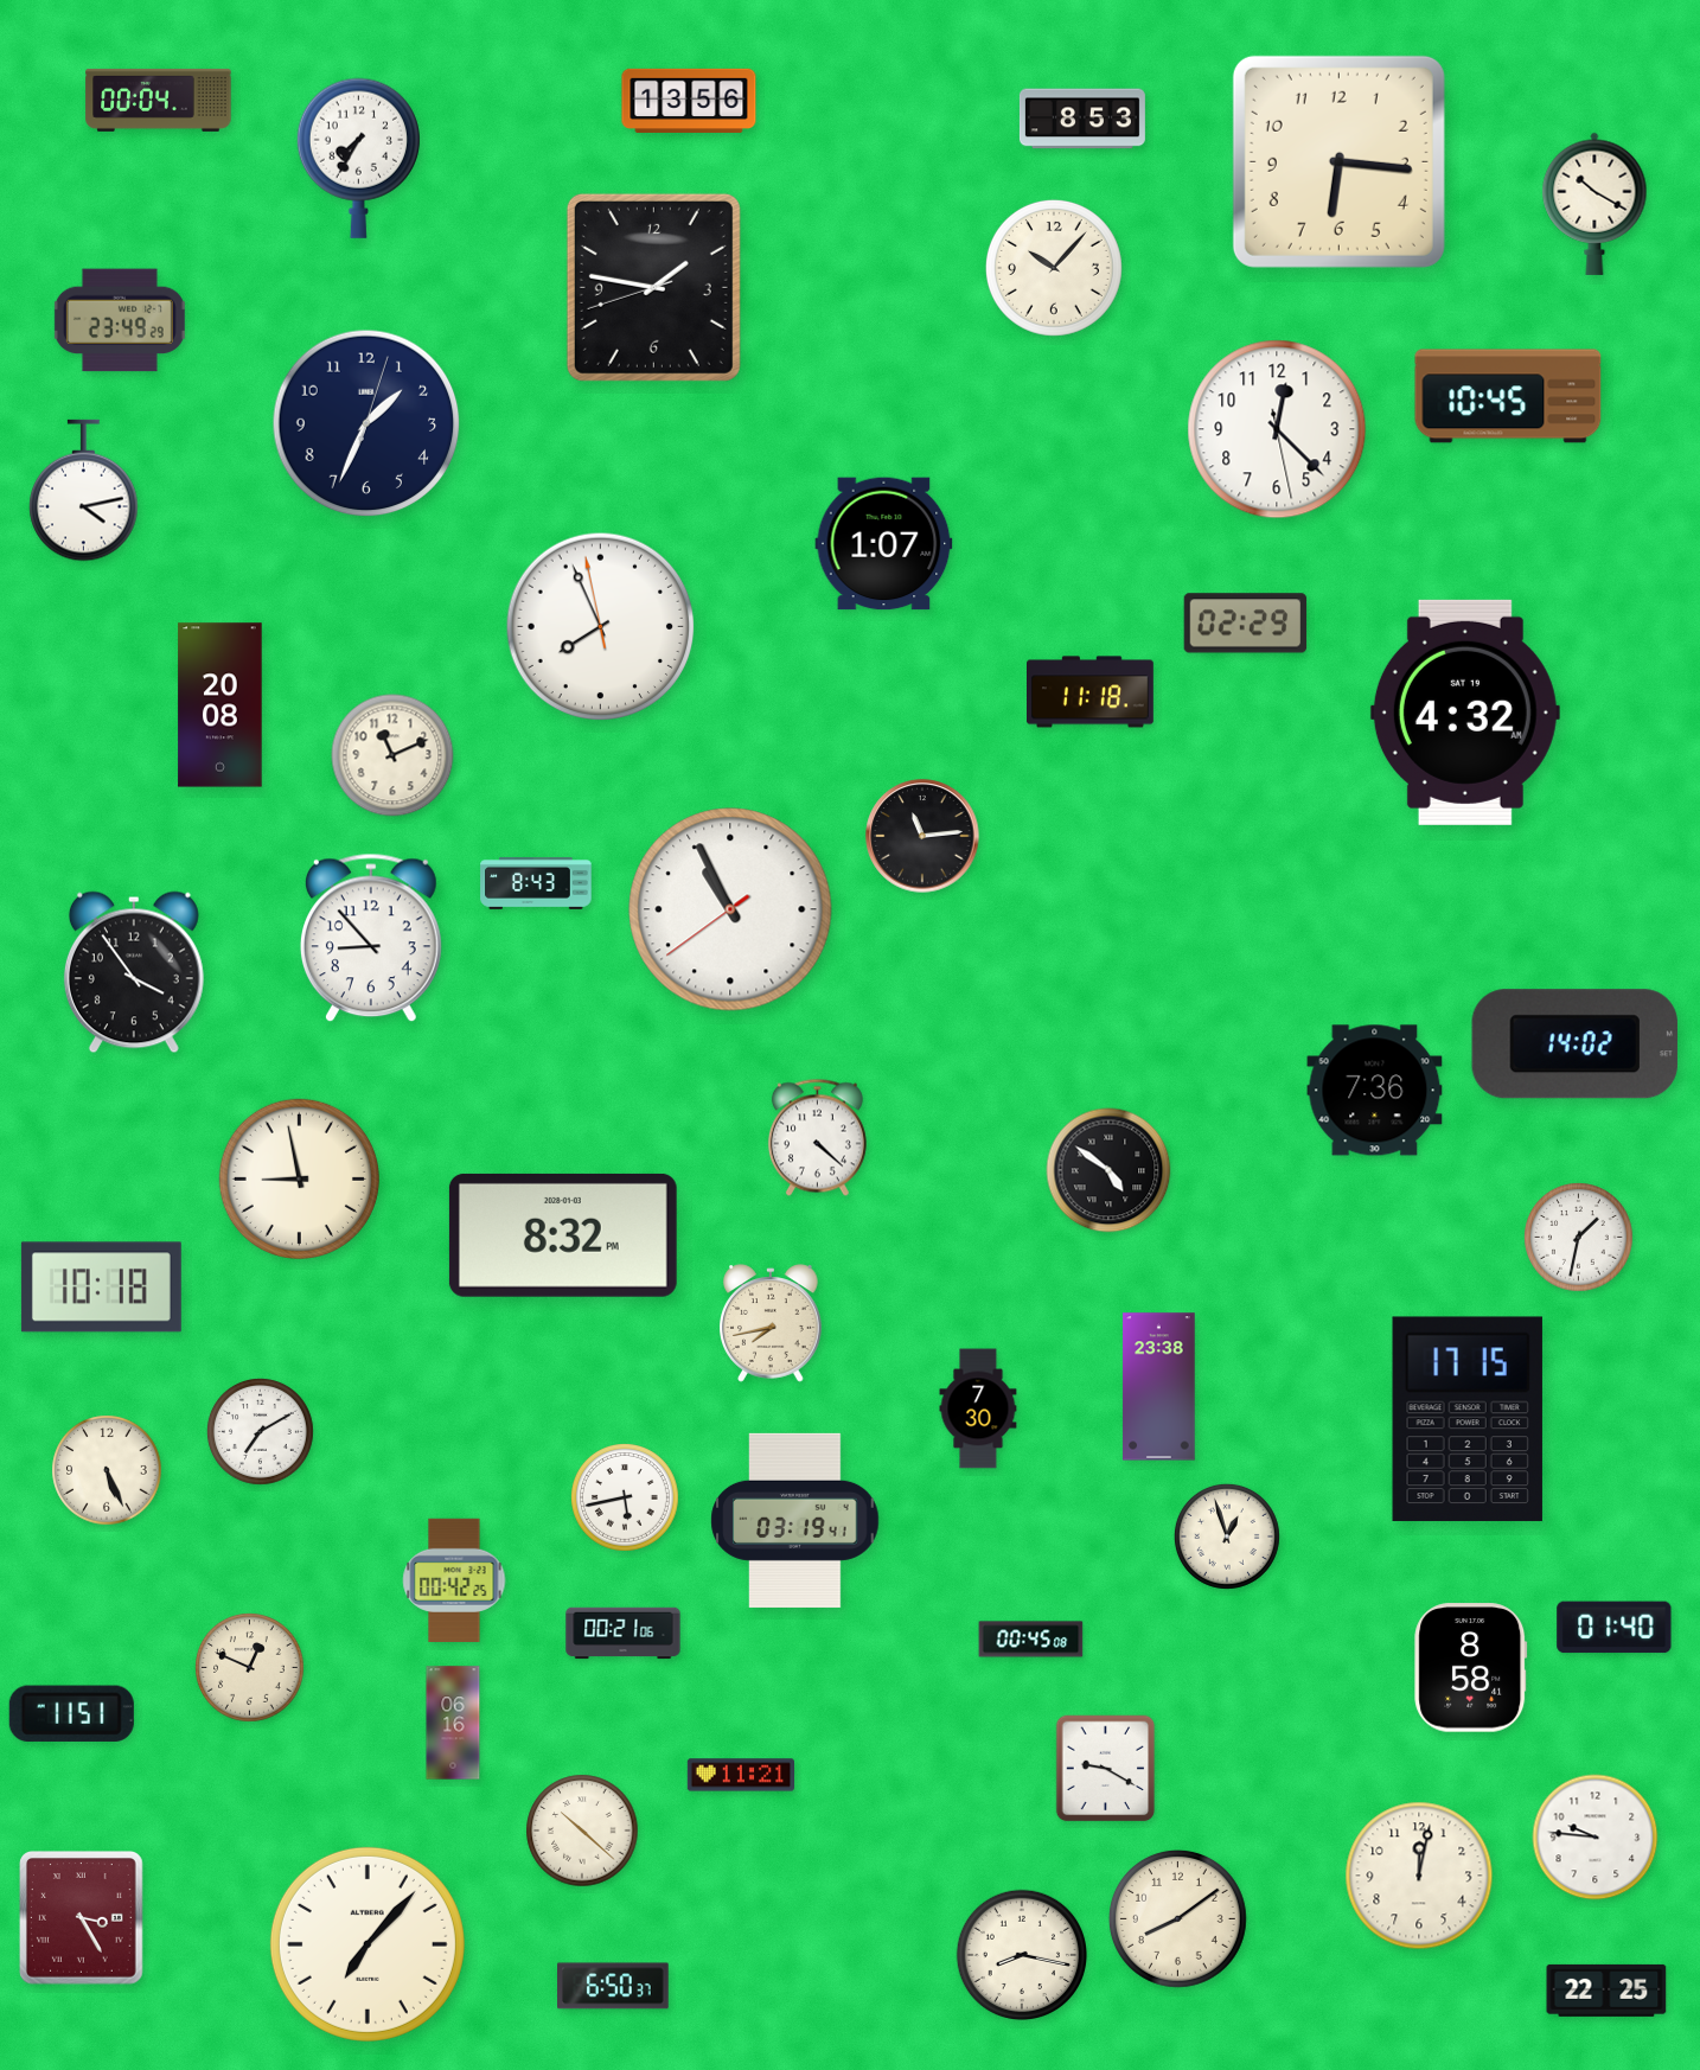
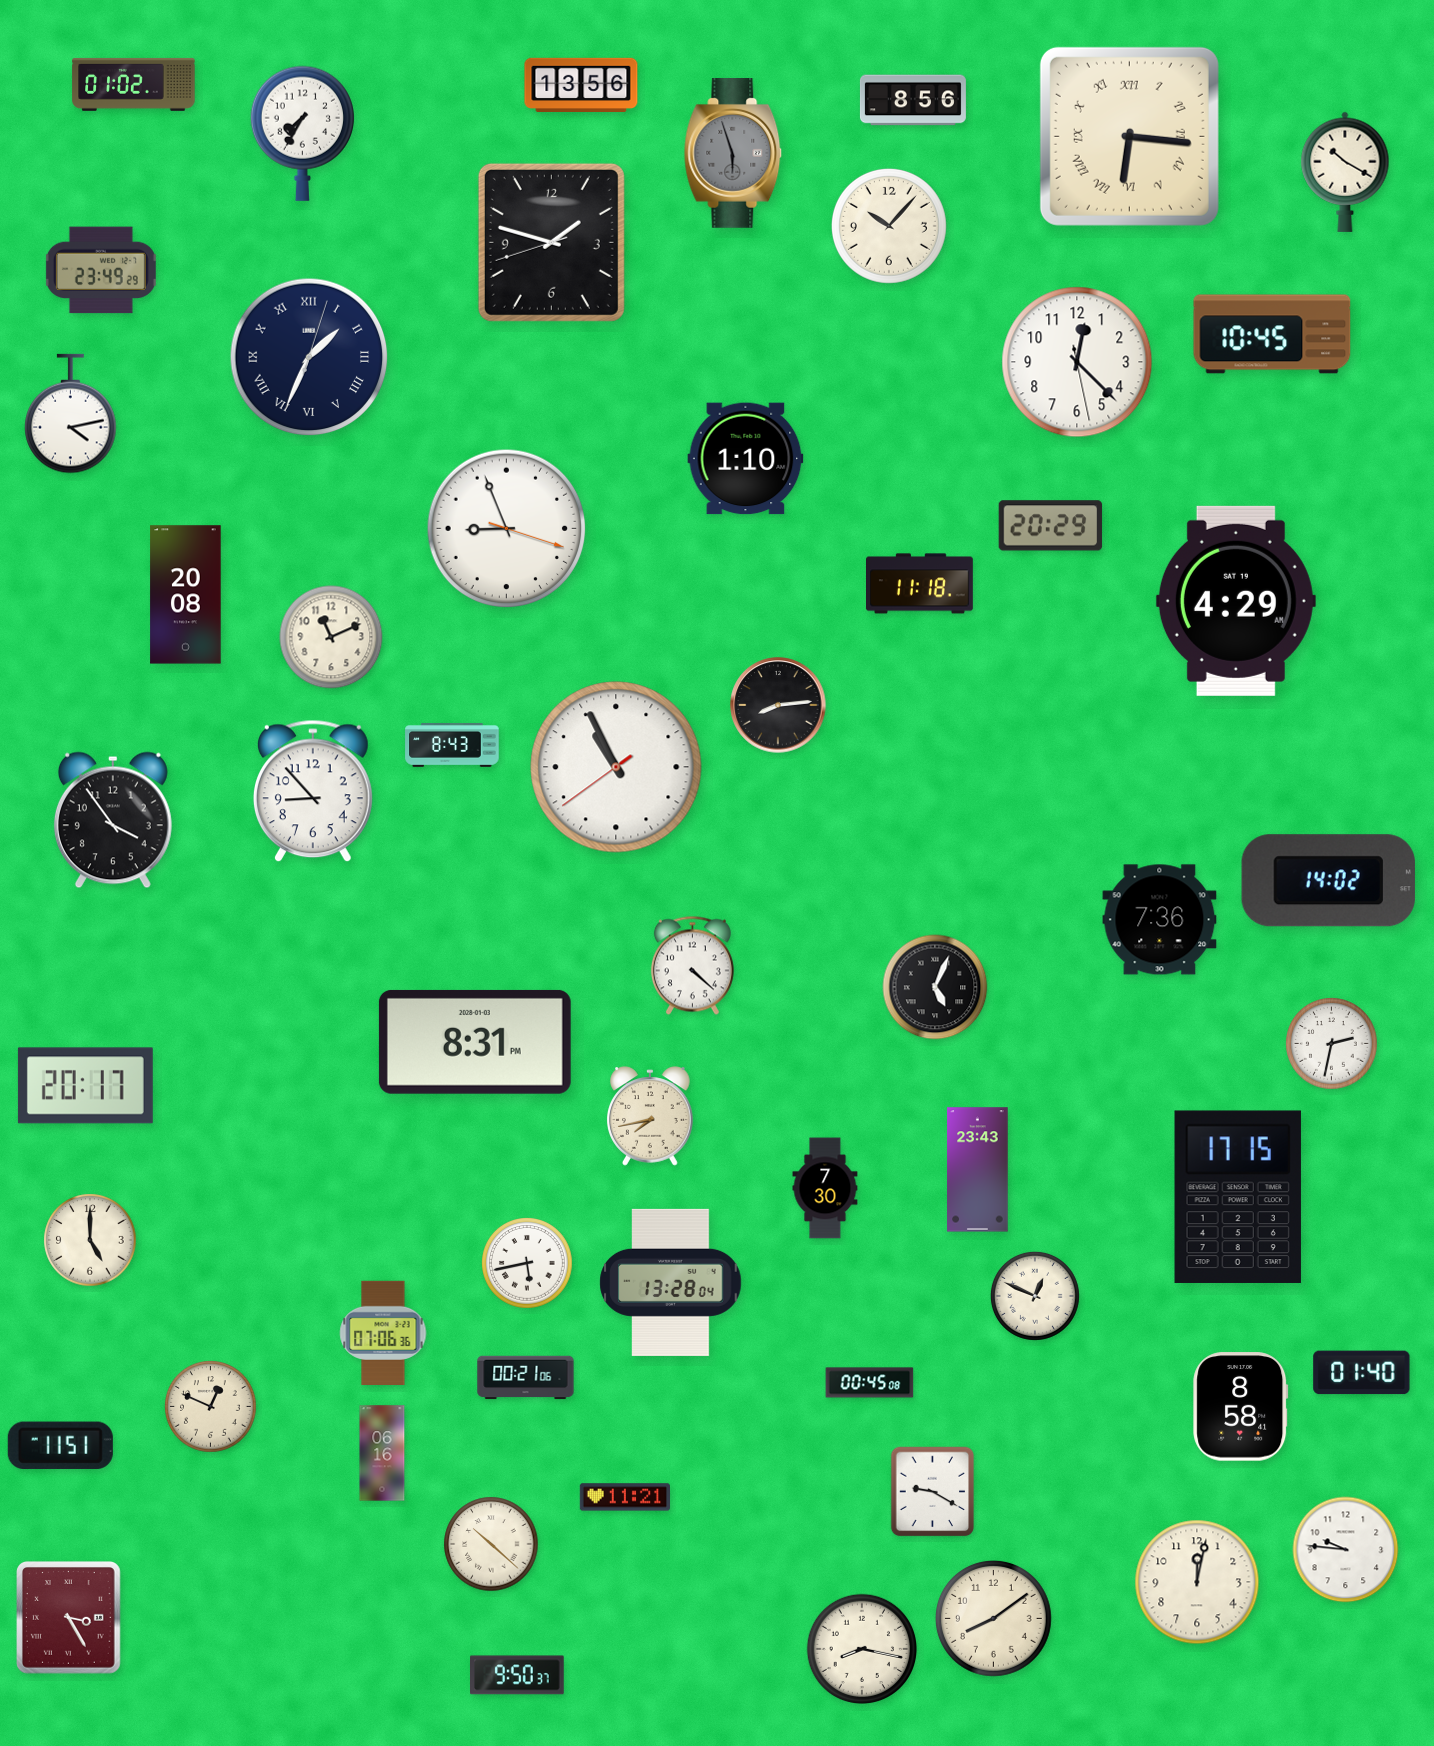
clock at (159, 100): 00:04 -> 01:02
clock at (1082, 119): 8:53 -> 8:56
clock at (1338, 161) numerals: Arabic -> Roman
clock at (733, 154): none -> 5:57
clock at (653, 287): 1:46 -> 1:47
clock at (366, 423) numerals: Arabic -> Roman
clock at (884, 544): 1:07 -> 1:10
clock at (1246, 624): 02:29 -> 20:29
clock at (601, 627): 7:55 -> 8:56
clock at (1465, 713): 4:32 -> 4:29
clock at (922, 836): 11:14 -> 8:14
clock at (817, 1138) position: (817, 1138) -> (692, 966)
clock at (1108, 1170): 4:51 -> 5:04
clock at (299, 1178): 8:58 -> none
clock at (563, 1235): 8:32 -> 8:31
clock at (1579, 1238): 1:32 -> 2:32
clock at (101, 1288): 10:18 -> 20:17
clock at (1159, 1387): 23:38 -> 23:43
clock at (260, 1431): 7:10 -> none
clock at (107, 1470): 5:26 -> 5:00
clock at (795, 1520): 03:19 -> 13:28
clock at (1227, 1536): 12:57 -> 12:49
clock at (454, 1579): 00:42 -> 07:06
clock at (368, 1944): 7:07 -> none
clock at (614, 1986): 6:50 -> 9:50
clock at (1606, 1991): 22:25 -> none
